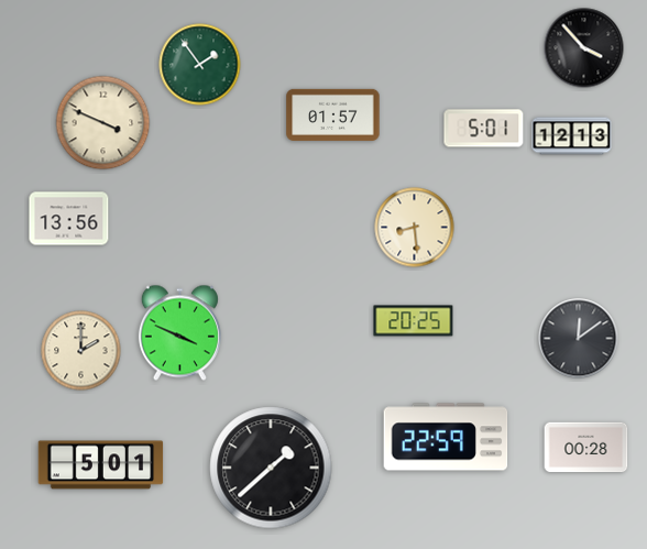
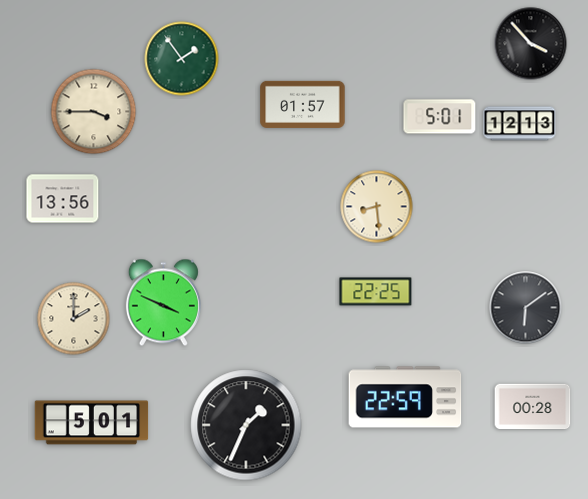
clock at (103, 123): 3:49 -> 3:45
clock at (414, 321): 20:25 -> 22:25
clock at (579, 339): 12:09 -> 6:09
clock at (271, 468): 1:38 -> 1:34
